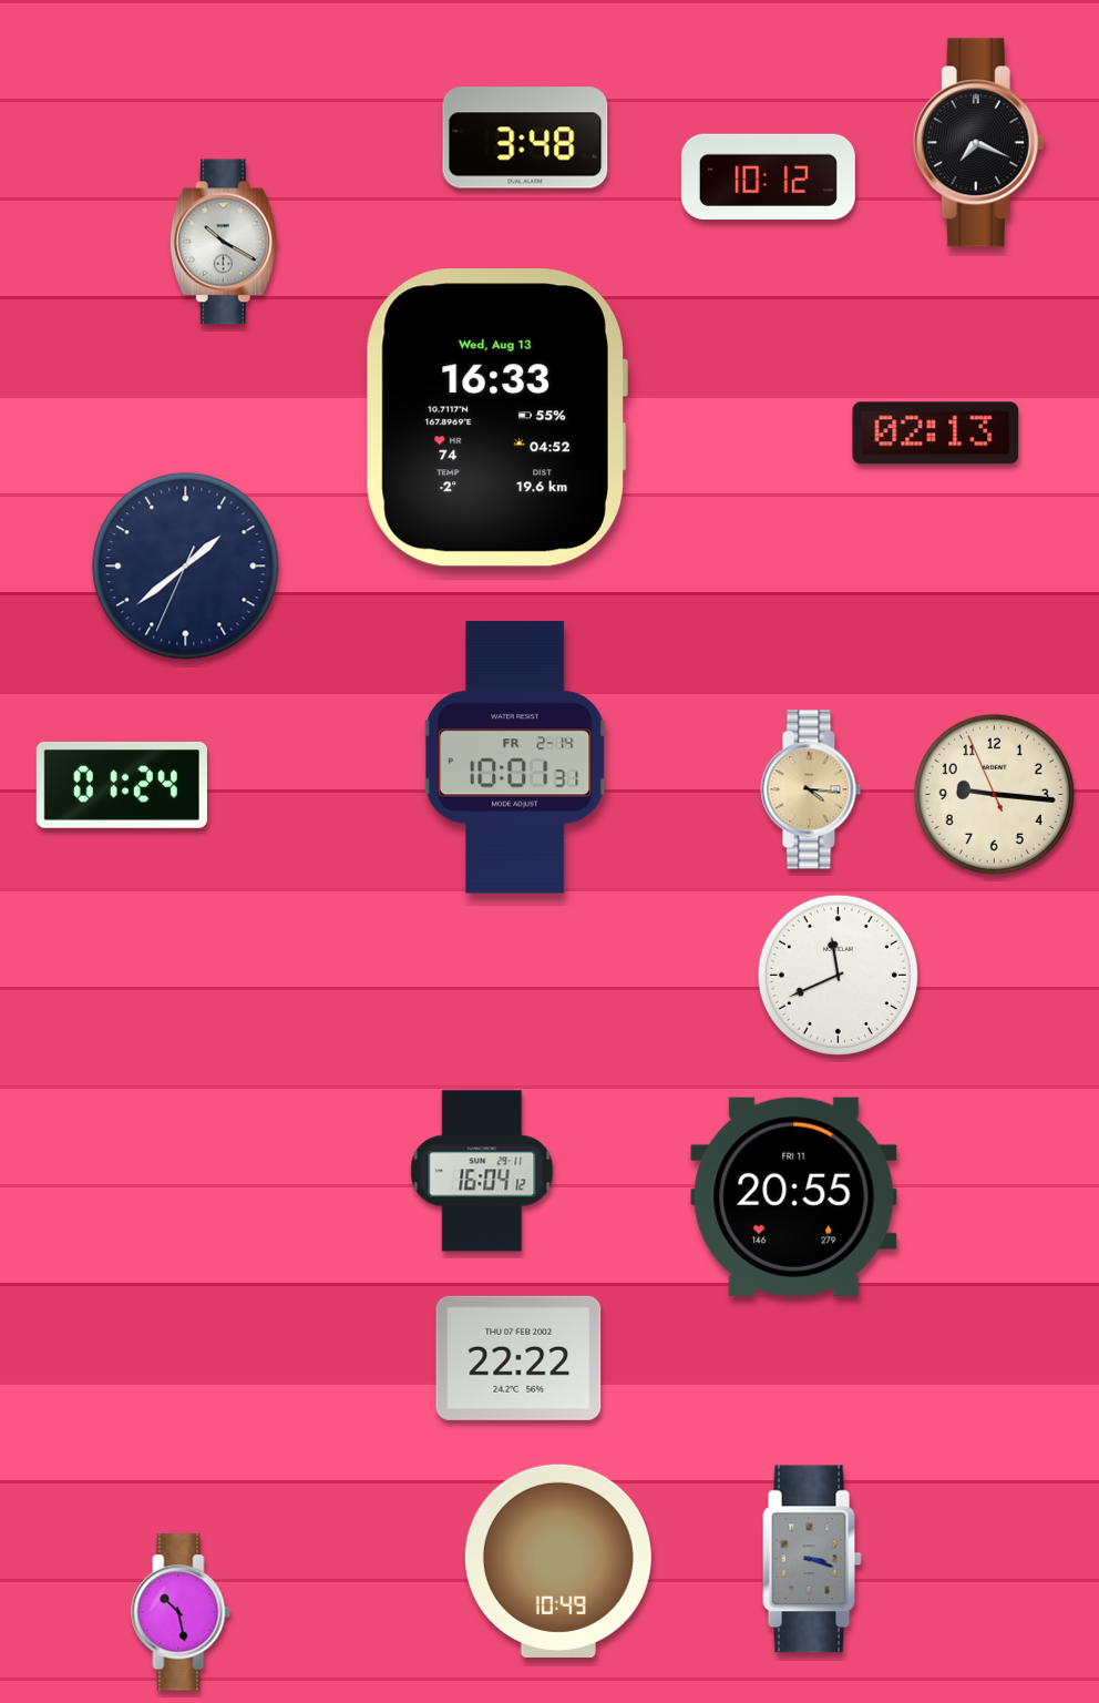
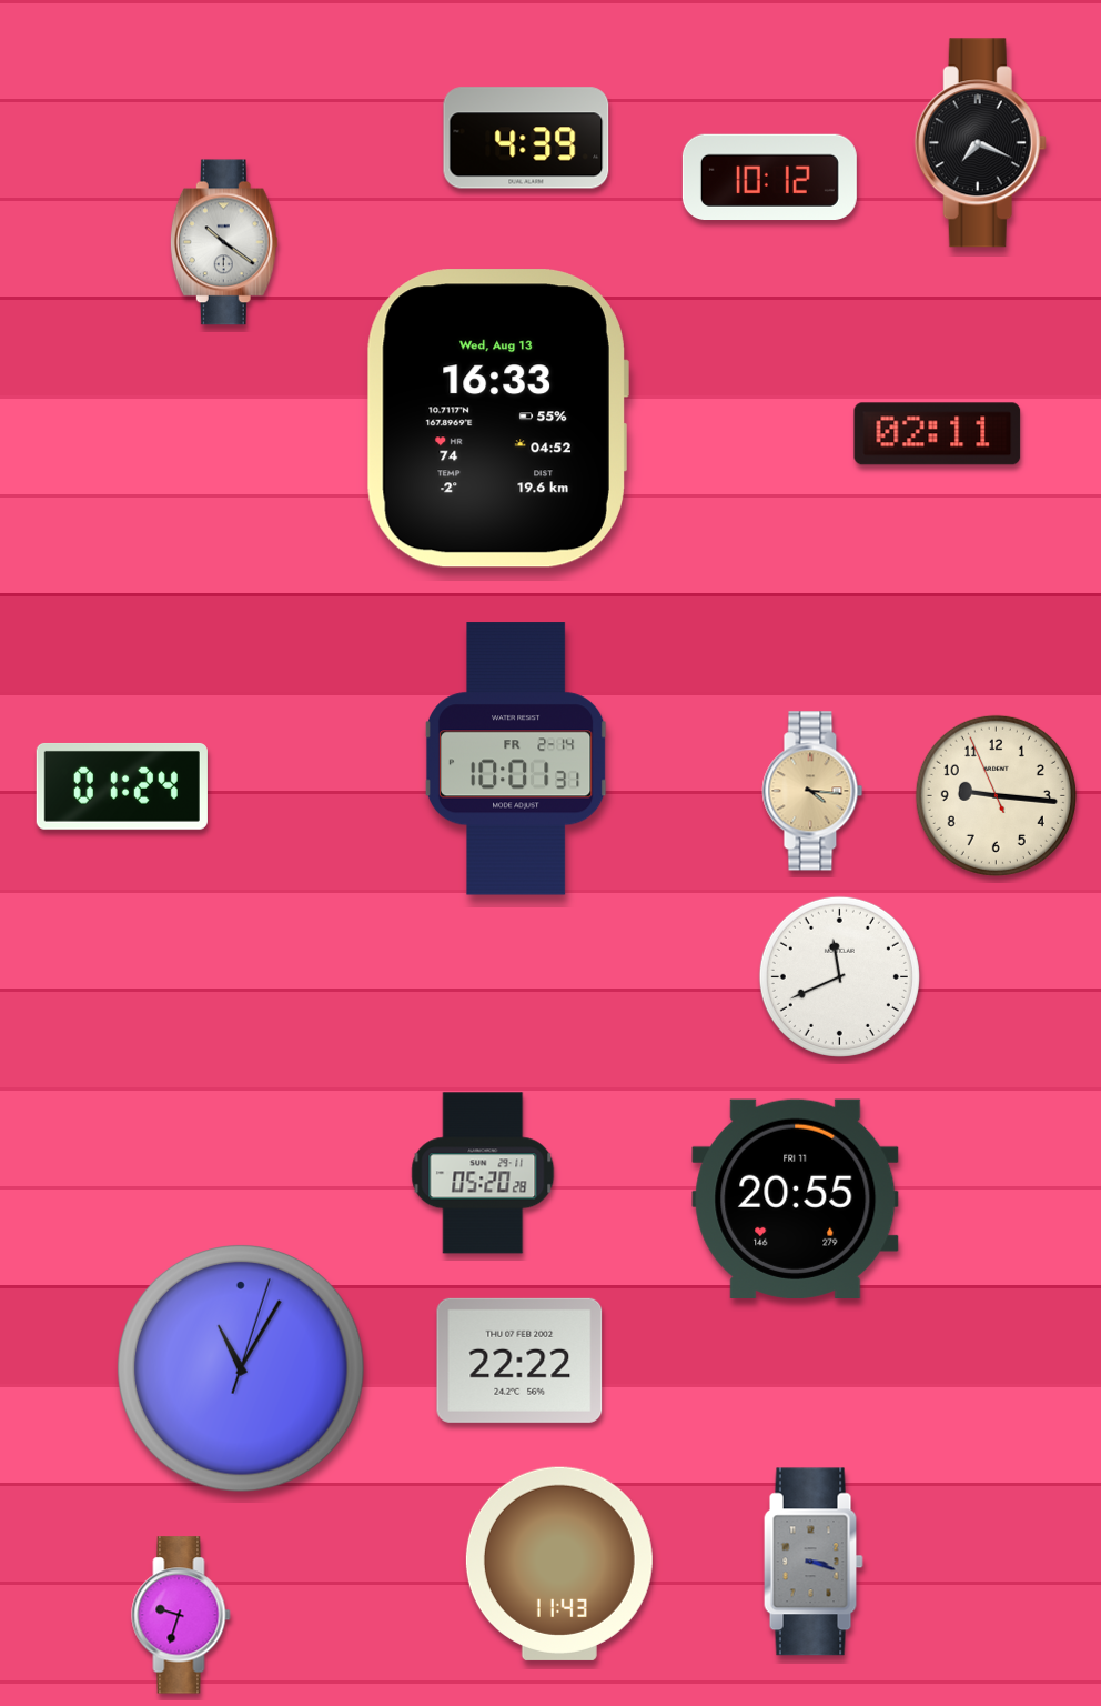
clock at (525, 137): 3:48 -> 4:39
clock at (224, 242): 10:20 -> 10:21
clock at (936, 434): 02:13 -> 02:11
clock at (186, 567): 1:38 -> none
clock at (482, 1171): 16:04 -> 05:20
clock at (242, 1369): none -> 11:05
clock at (558, 1561): 10:49 -> 11:43
clock at (181, 1612): 10:28 -> 9:33
